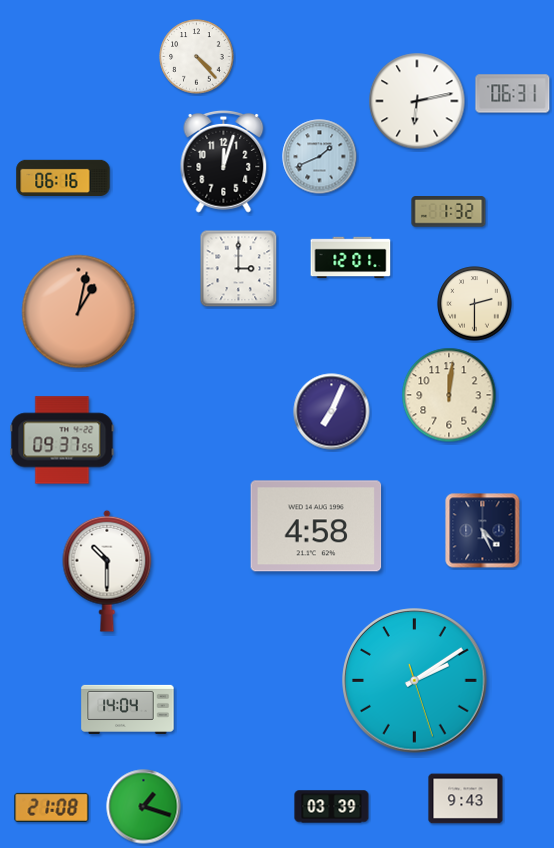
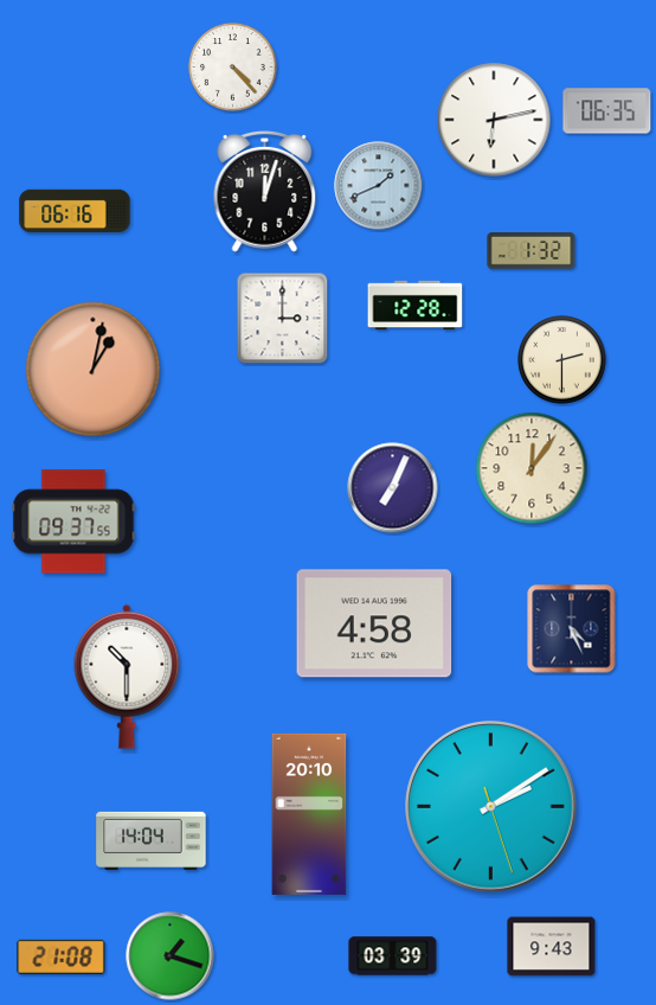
clock at (513, 94): 06:31 -> 06:35
clock at (351, 258): 12:01 -> 12:28
clock at (449, 395): 12:01 -> 12:06
clock at (309, 814): none -> 20:10
